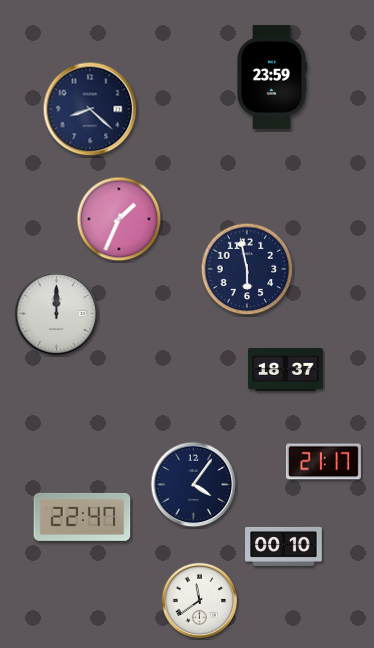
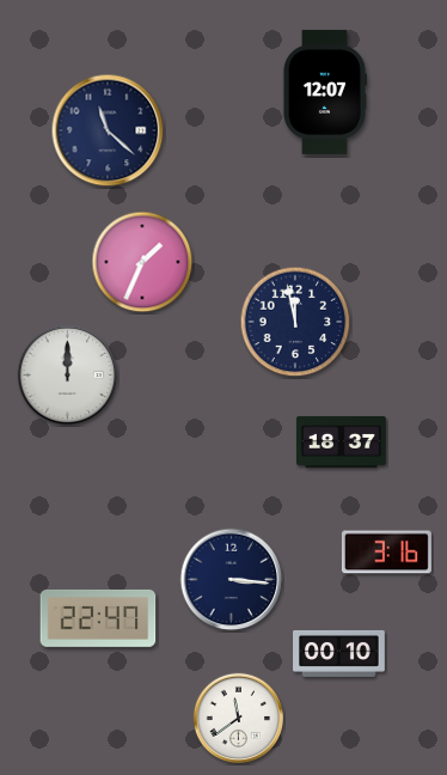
clock at (271, 77): 23:59 -> 12:07
clock at (90, 109): 8:22 -> 11:22
clock at (247, 269): 5:58 -> 11:58
clock at (323, 462): 21:17 -> 3:16
clock at (194, 485): 4:06 -> 3:16
